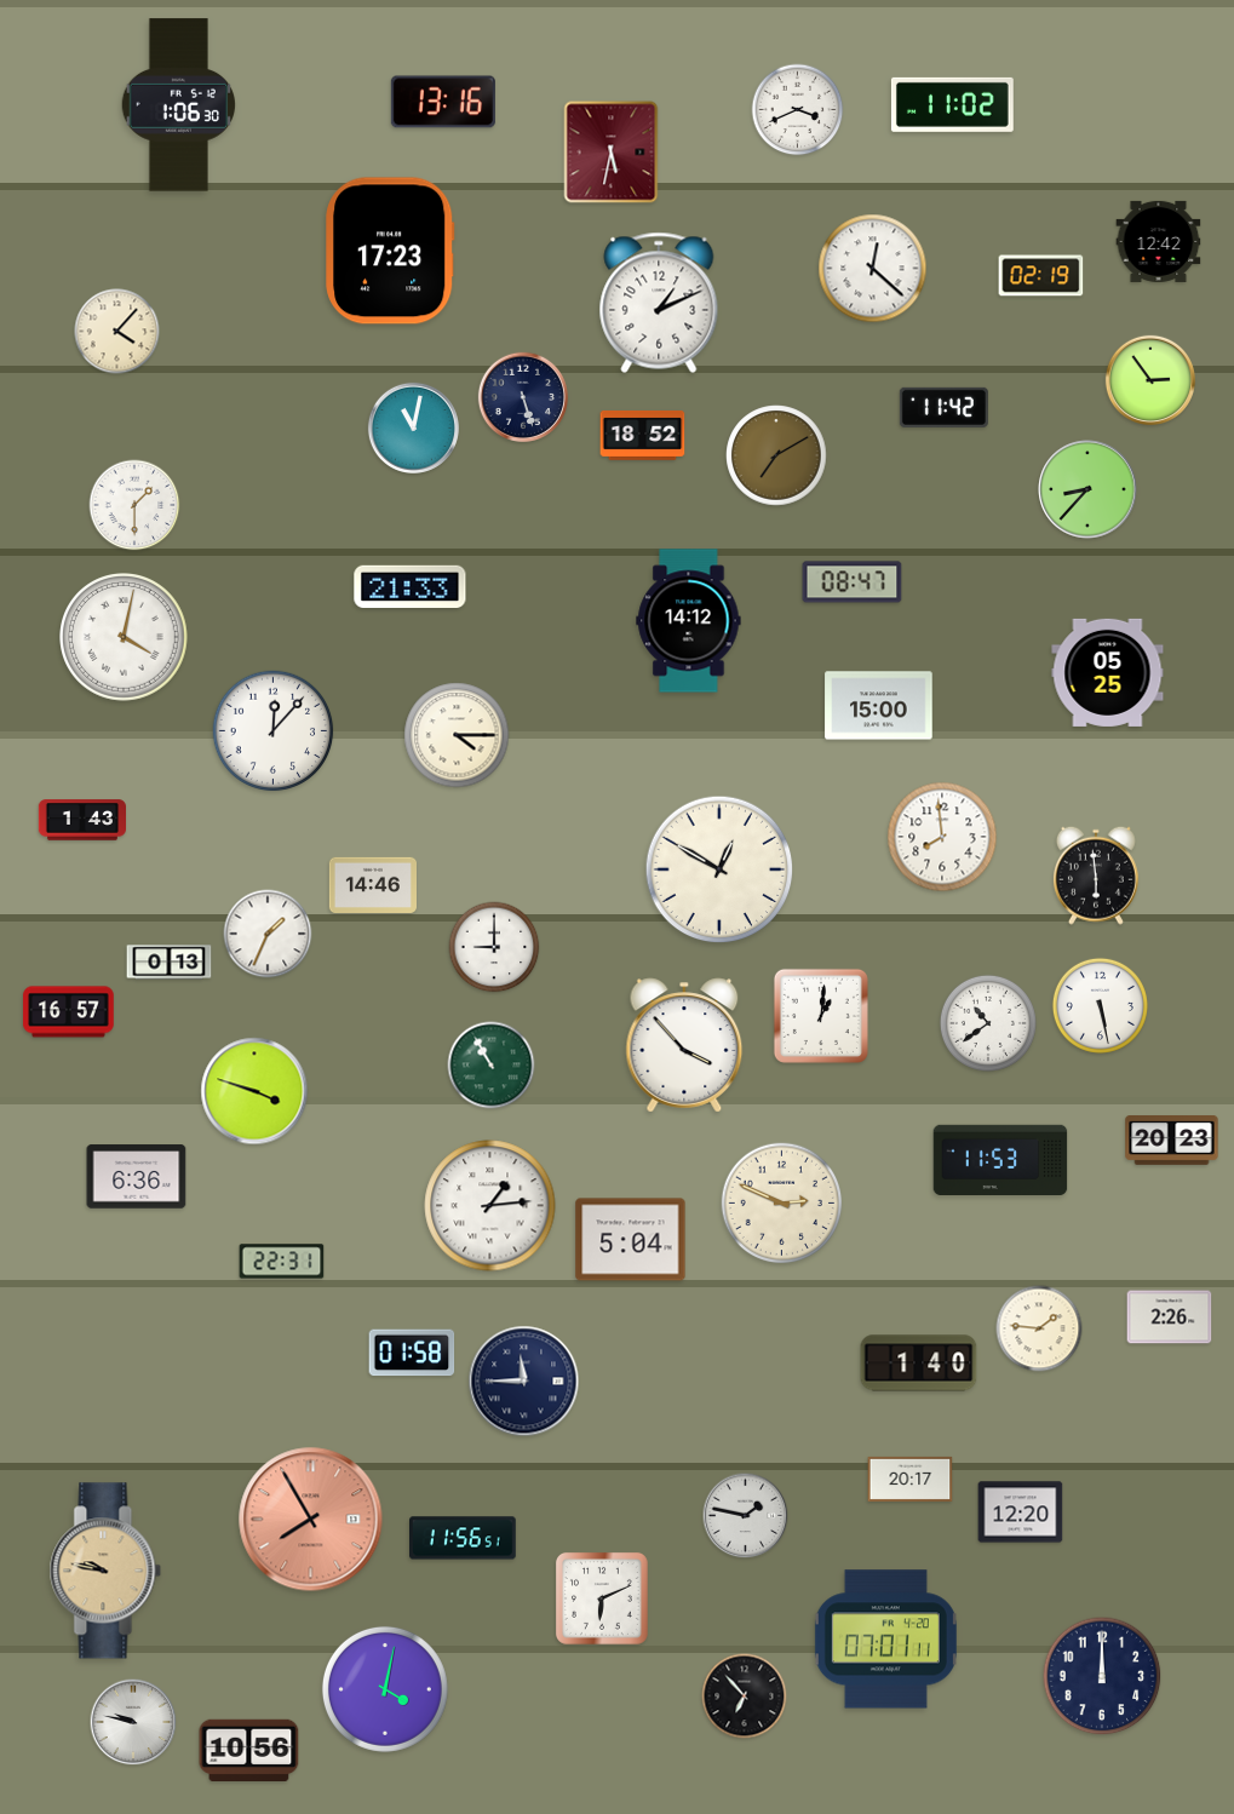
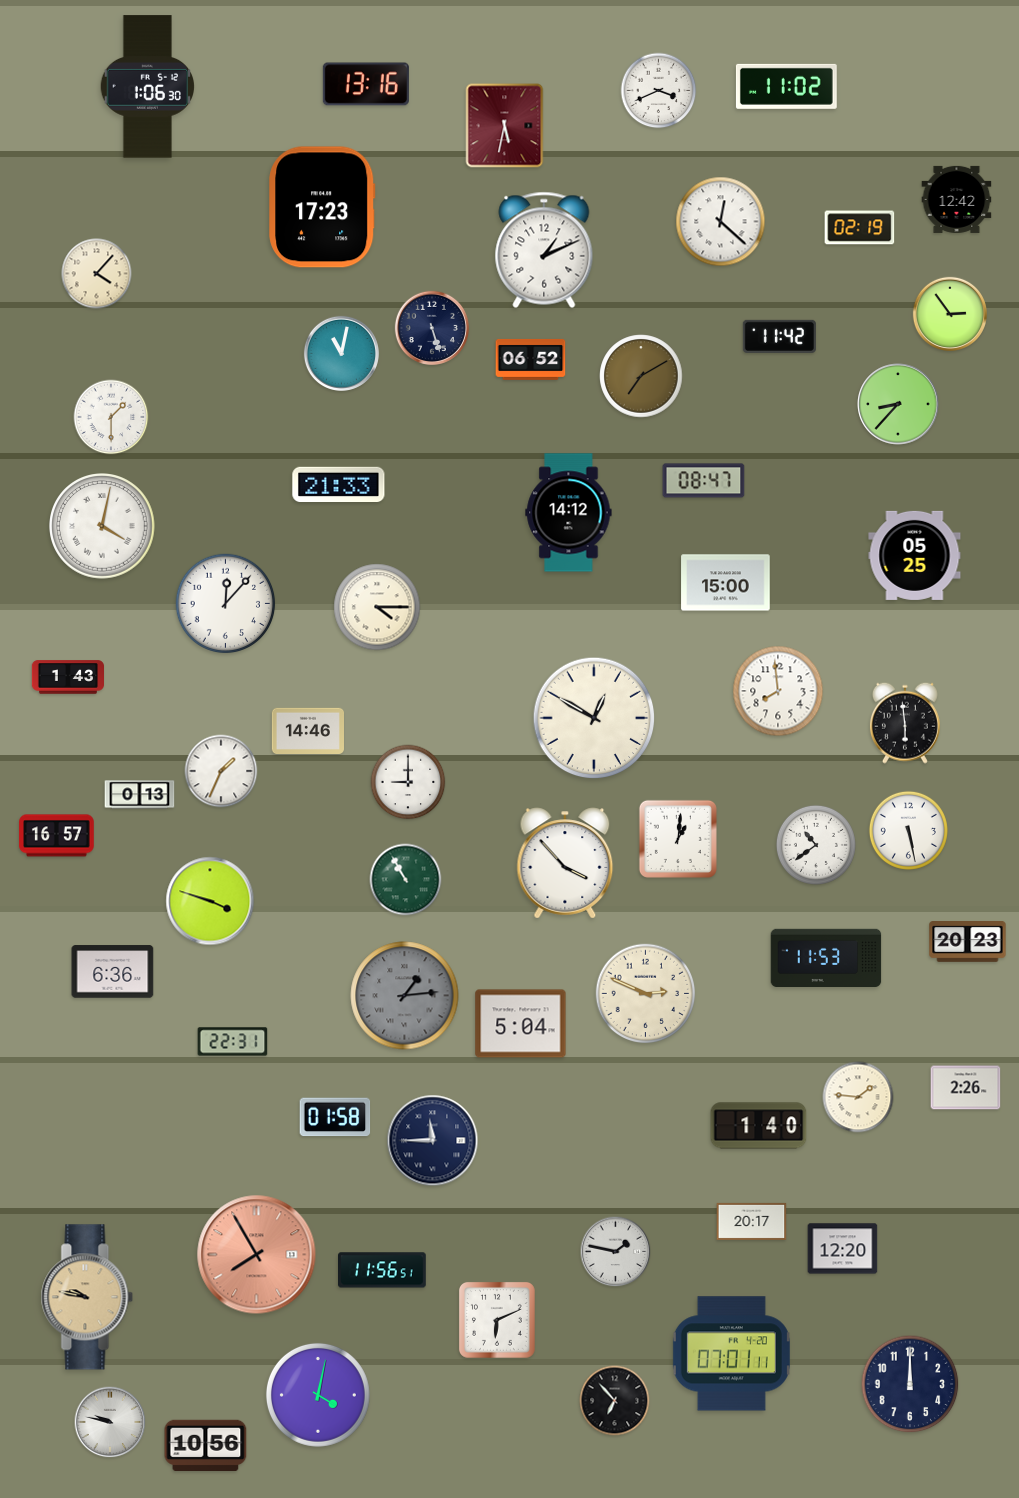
clock at (643, 435): 18:52 -> 06:52
clock at (490, 1206) dial: white -> grey
clock at (412, 1353) position: (412, 1353) -> (335, 1117)
